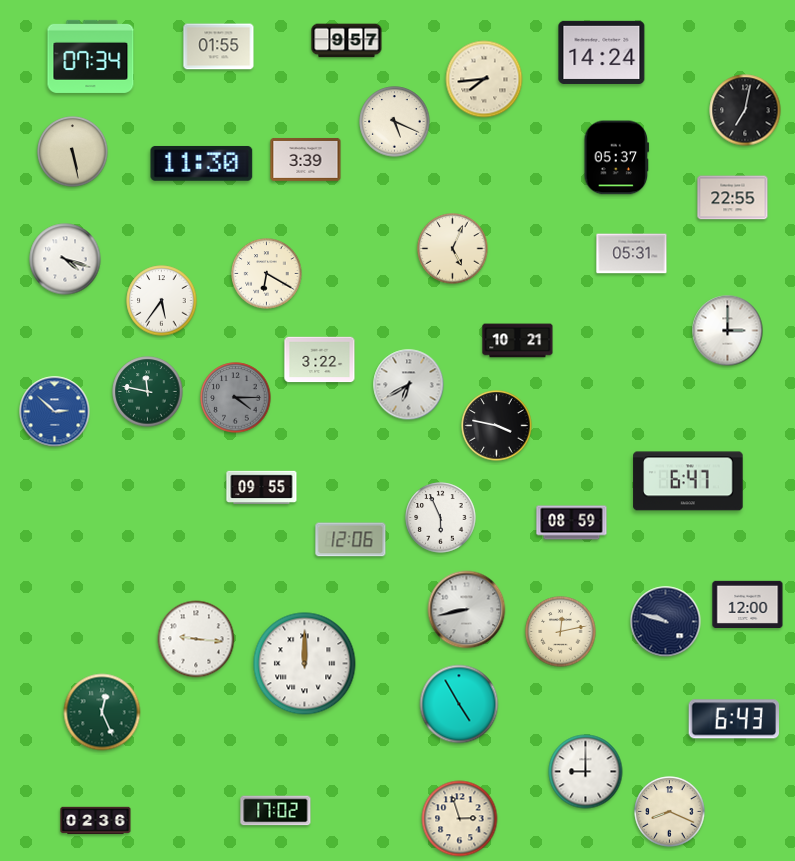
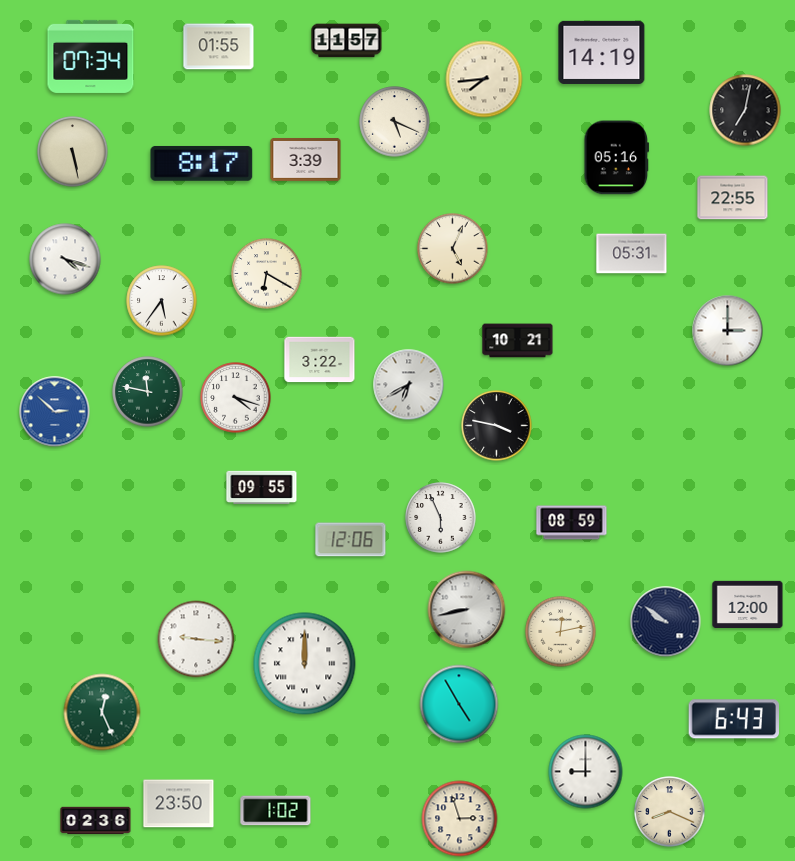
clock at (347, 41): 9:57 -> 11:57
clock at (602, 52): 14:24 -> 14:19
clock at (617, 158): 05:37 -> 05:16
clock at (202, 164): 11:30 -> 8:17
clock at (236, 398): 4:15 -> 4:18
clock at (236, 398) dial: grey -> white
clock at (688, 481): 6:47 -> none
clock at (666, 622): 9:48 -> 9:51
clock at (179, 804): none -> 23:50
clock at (276, 811): 17:02 -> 1:02
